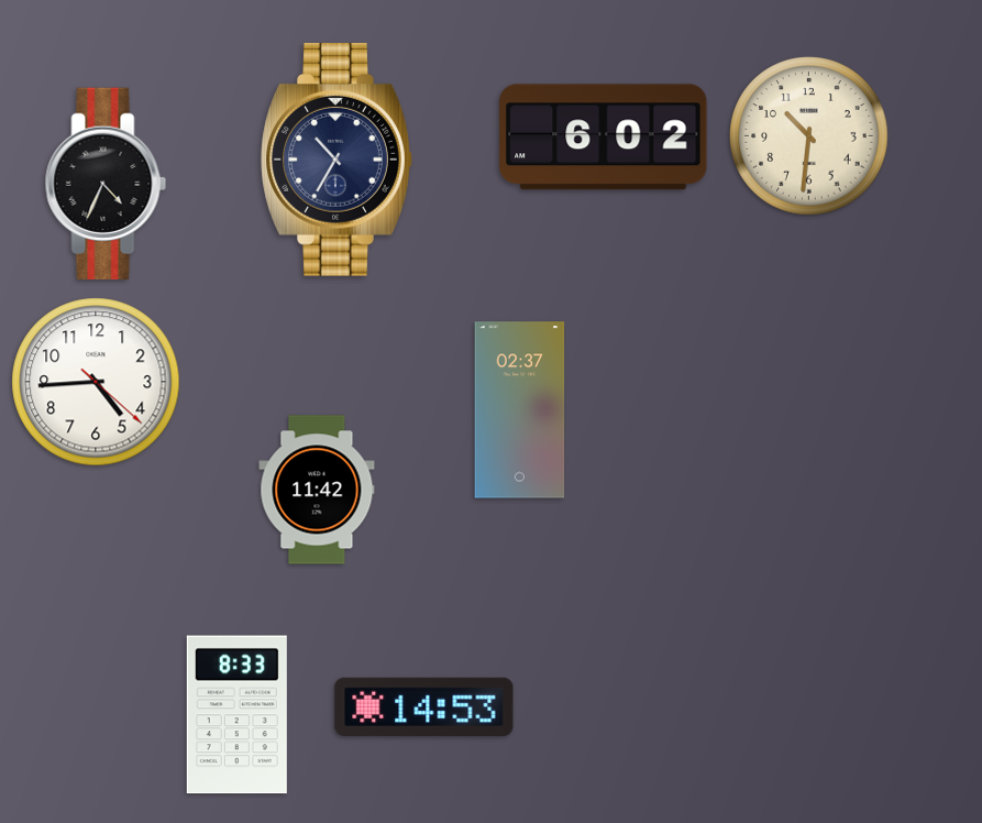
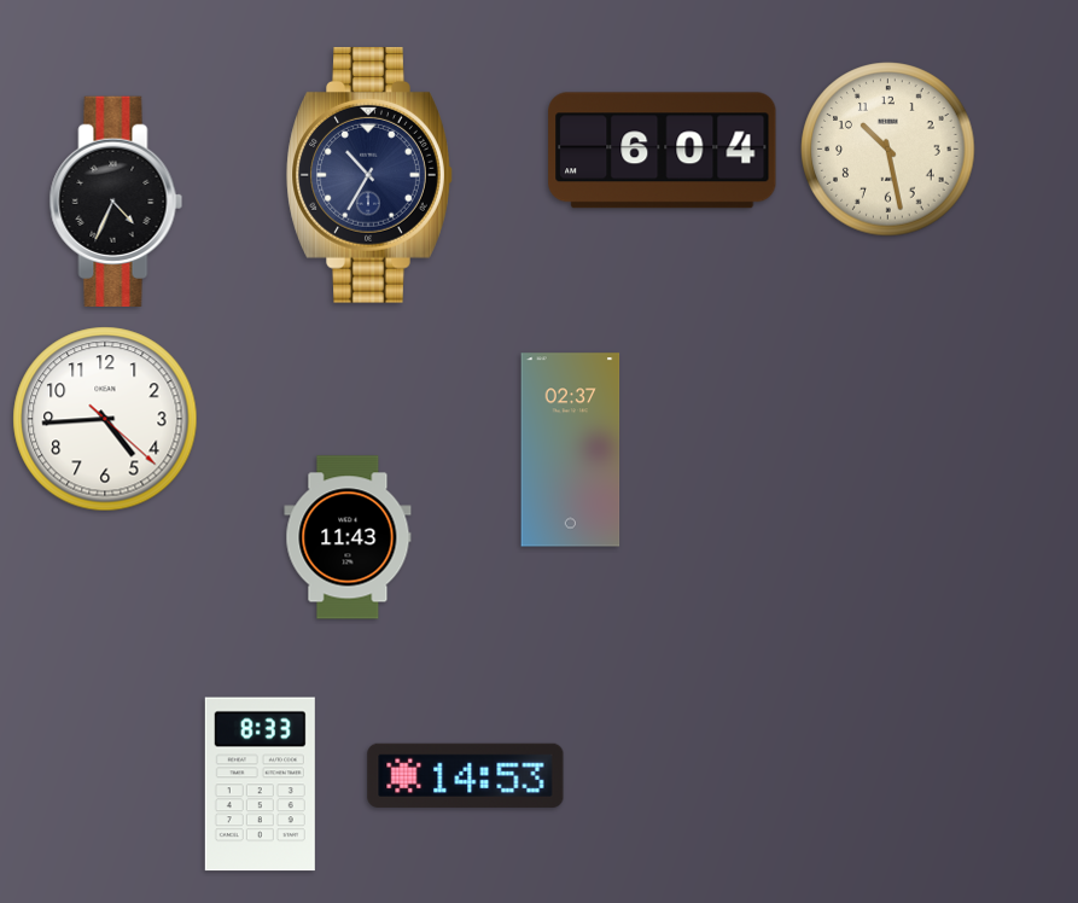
clock at (809, 136): 10:31 -> 10:28
clock at (604, 138): 6:02 -> 6:04
clock at (317, 490): 11:42 -> 11:43
